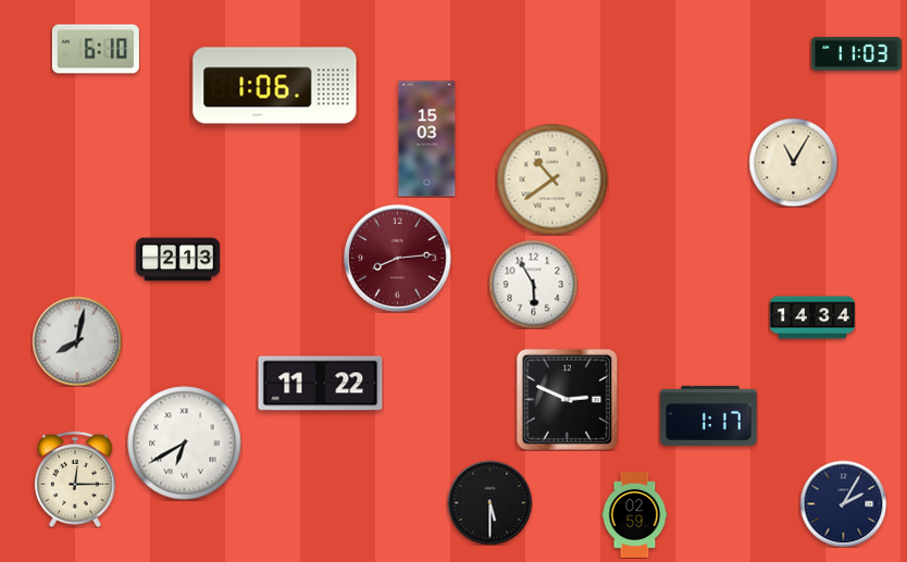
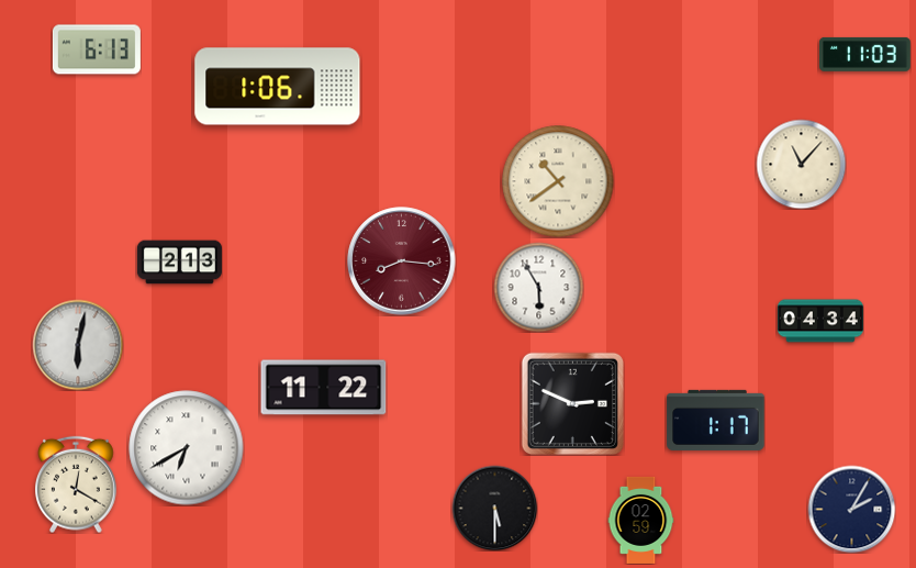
clock at (96, 49): 6:10 -> 6:13
clock at (427, 139): 15:03 -> none
clock at (793, 162): 11:05 -> 11:07
clock at (398, 259): 8:14 -> 8:16
clock at (812, 317): 14:34 -> 04:34
clock at (77, 341): 8:02 -> 6:02
clock at (75, 479): 12:15 -> 12:20
